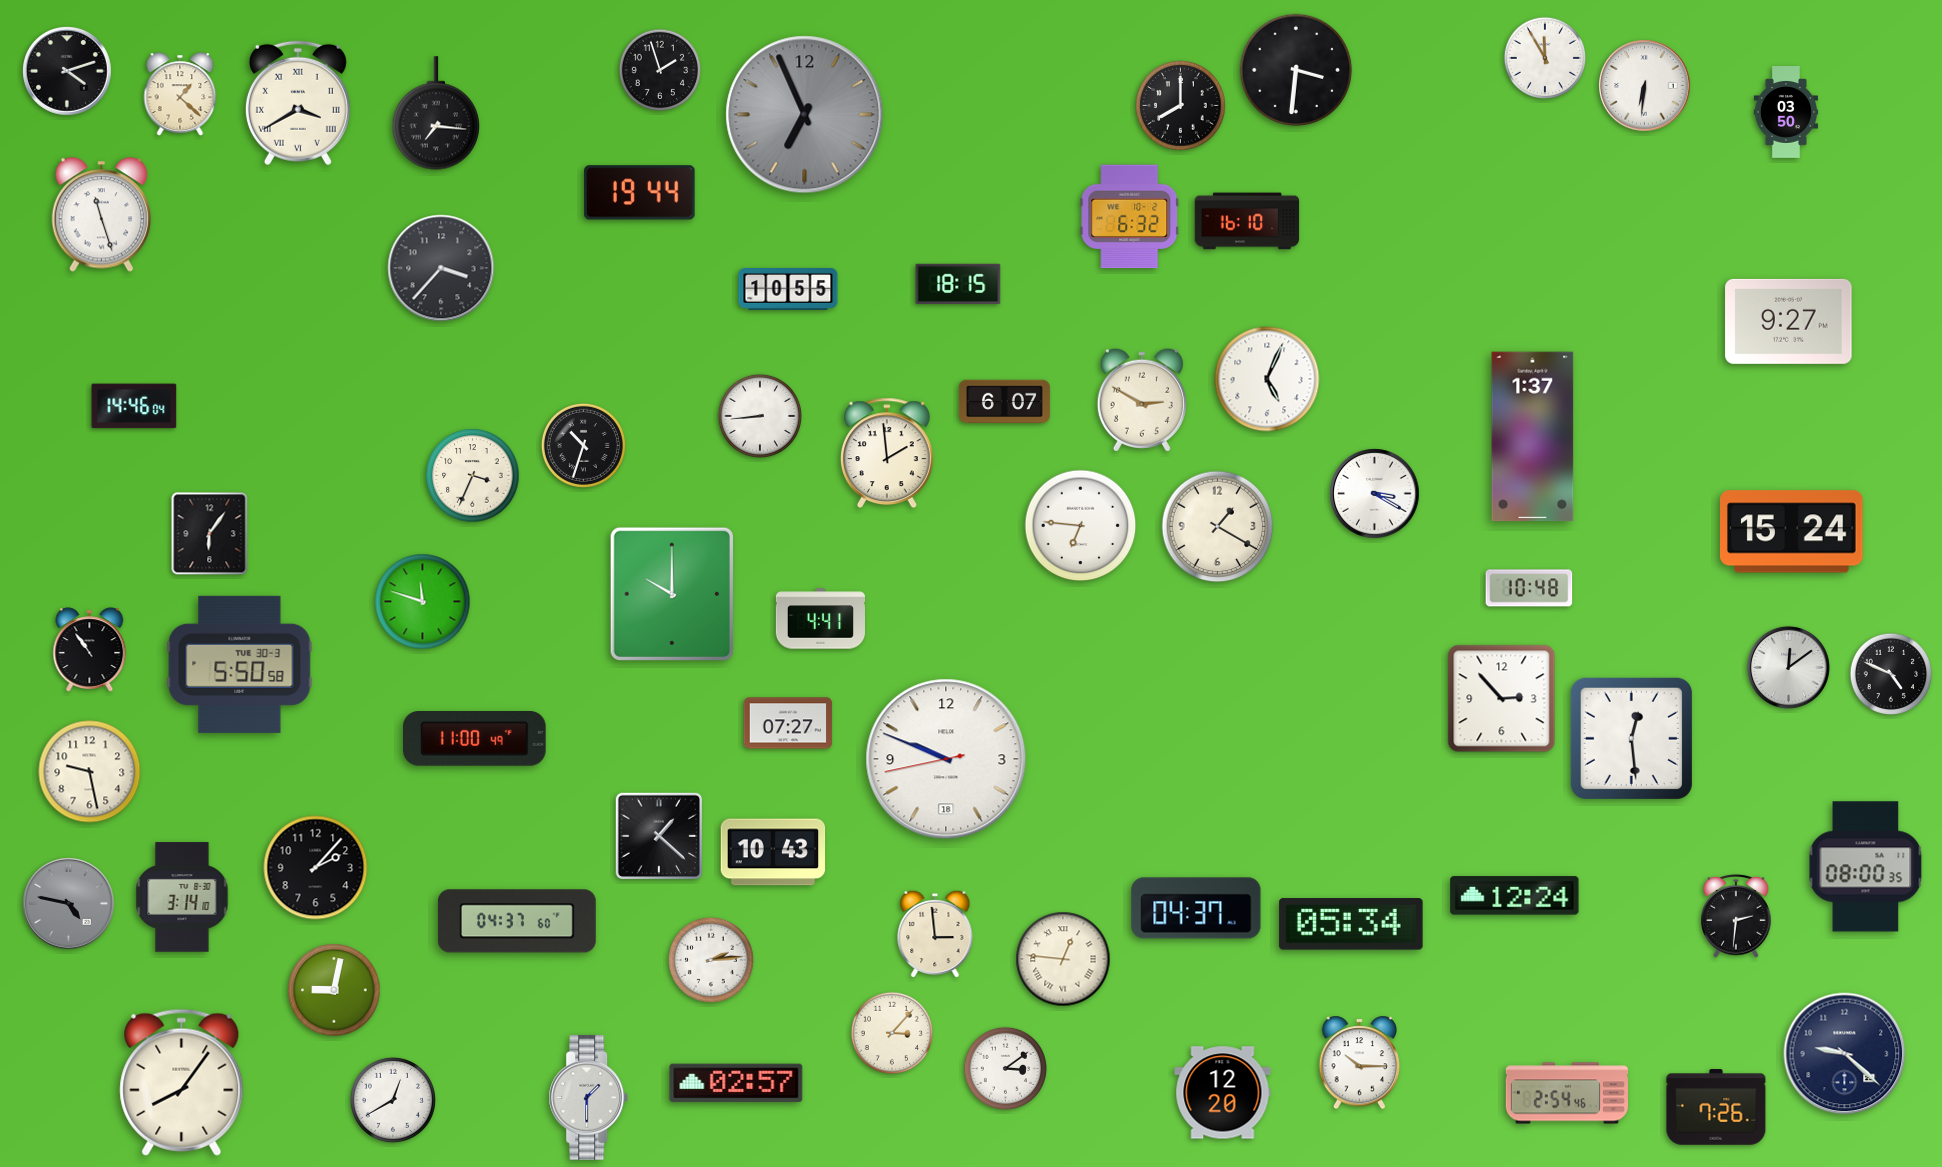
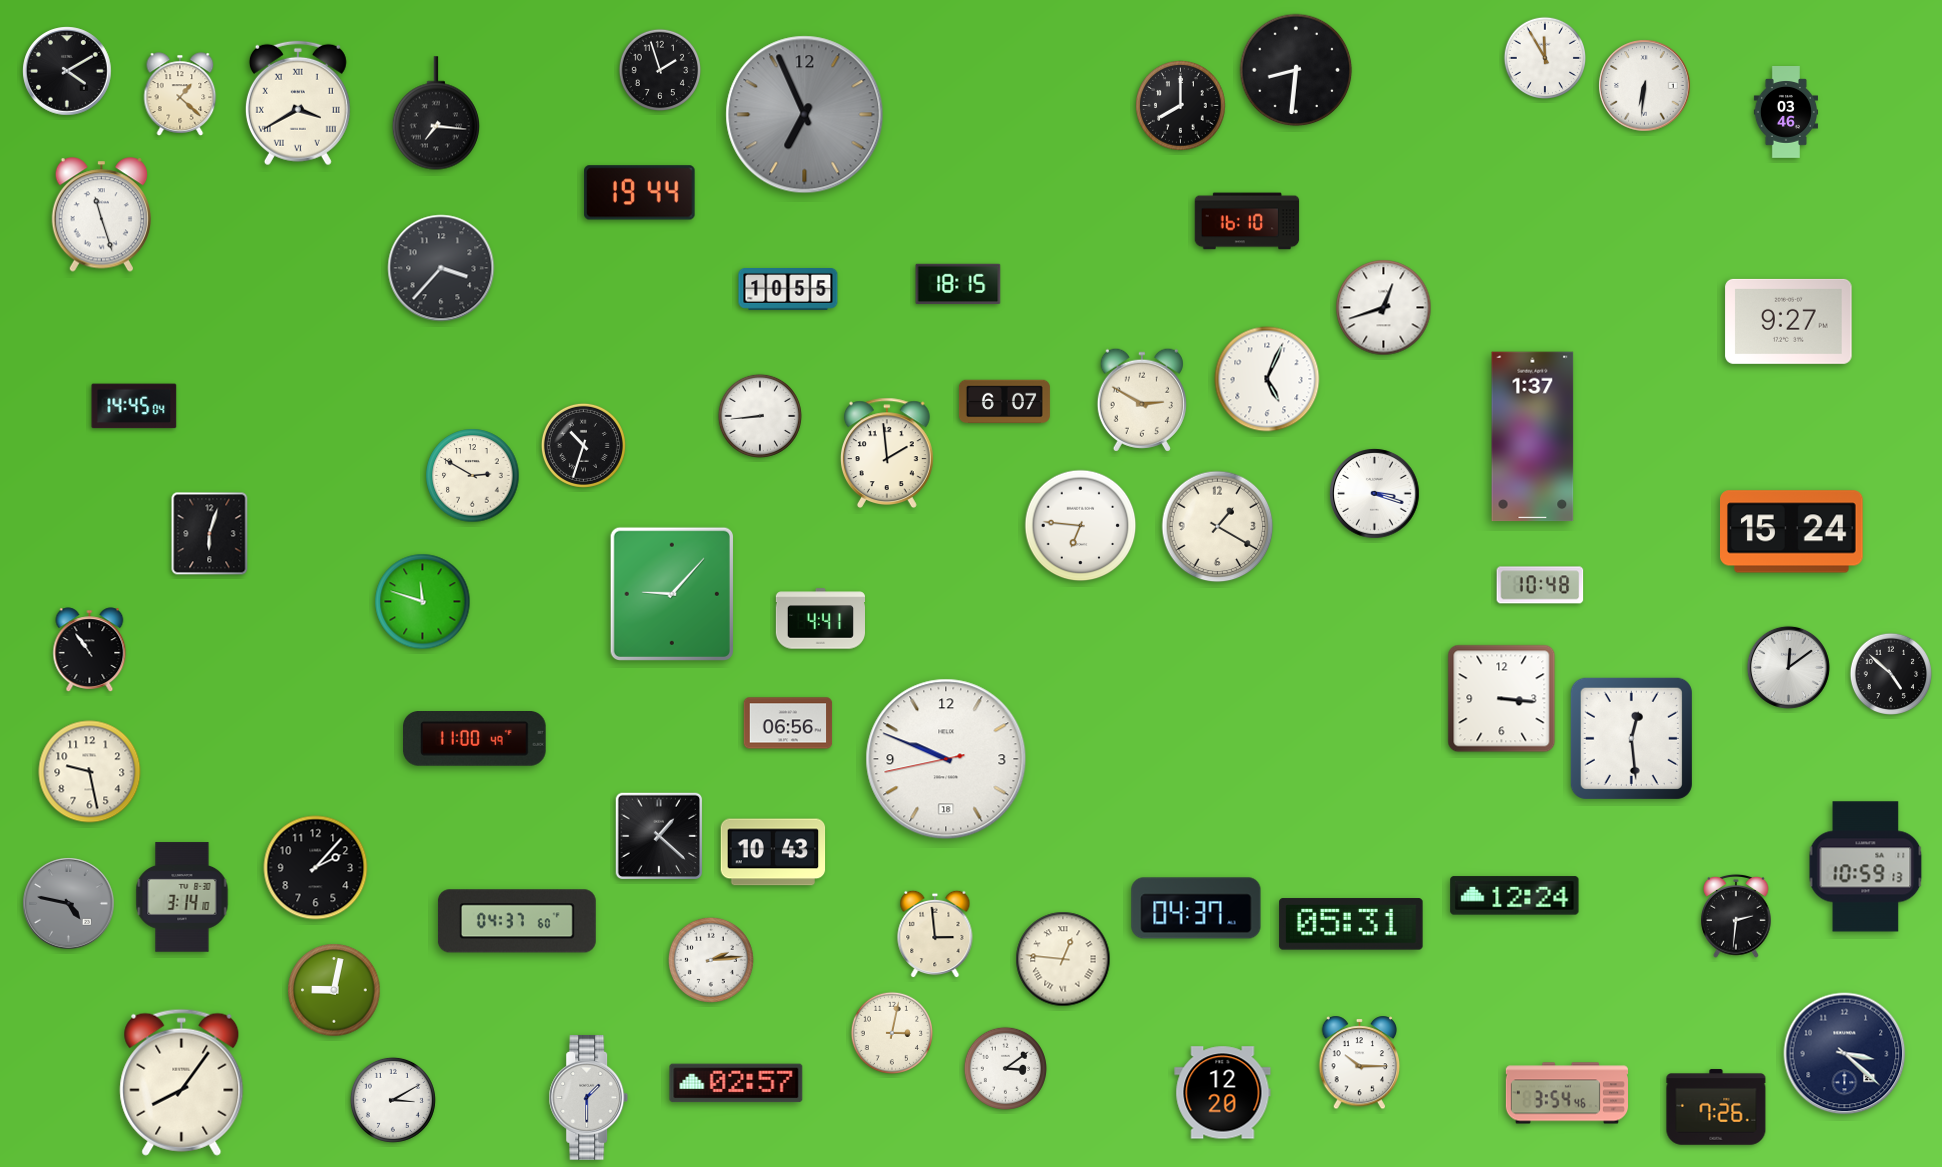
clock at (1296, 70): 3:31 -> 8:31
clock at (67, 71): 4:12 -> 4:10
clock at (1785, 113): 03:50 -> 03:46
clock at (1130, 217): 6:32 -> none
clock at (1384, 308): none -> 12:42
clock at (134, 406): 14:46 -> 14:45
clock at (473, 476): 3:34 -> 2:50
clock at (1375, 494): 3:20 -> 3:18
clock at (210, 534): 6:06 -> 6:03
clock at (1529, 588) position: (1529, 588) -> (1540, 585)
clock at (672, 594): 10:00 -> 9:07
clock at (240, 664): 5:50 -> none
clock at (1890, 673): 4:49 -> 4:52
clock at (1502, 699): 2:53 -> 3:16
clock at (788, 723): 07:27 -> 06:56
clock at (1866, 867): 08:00 -> 10:59
clock at (1351, 924): 05:34 -> 05:31
clock at (891, 1032): 3:07 -> 3:02
clock at (1845, 1054): 9:22 -> 3:22
clock at (1566, 1093): 2:54 -> 3:54
clock at (393, 1100): 12:40 -> 3:10
